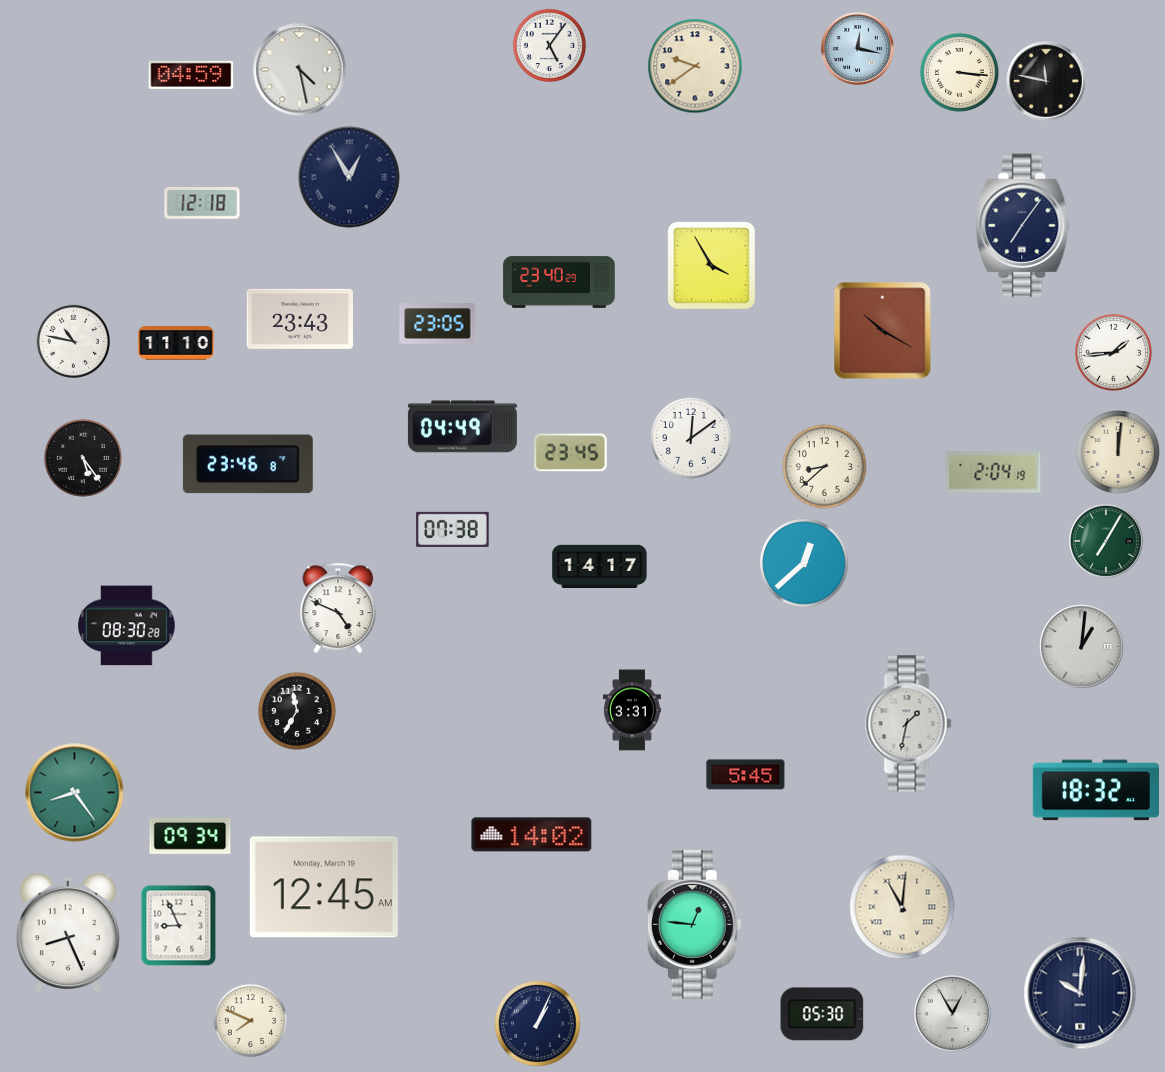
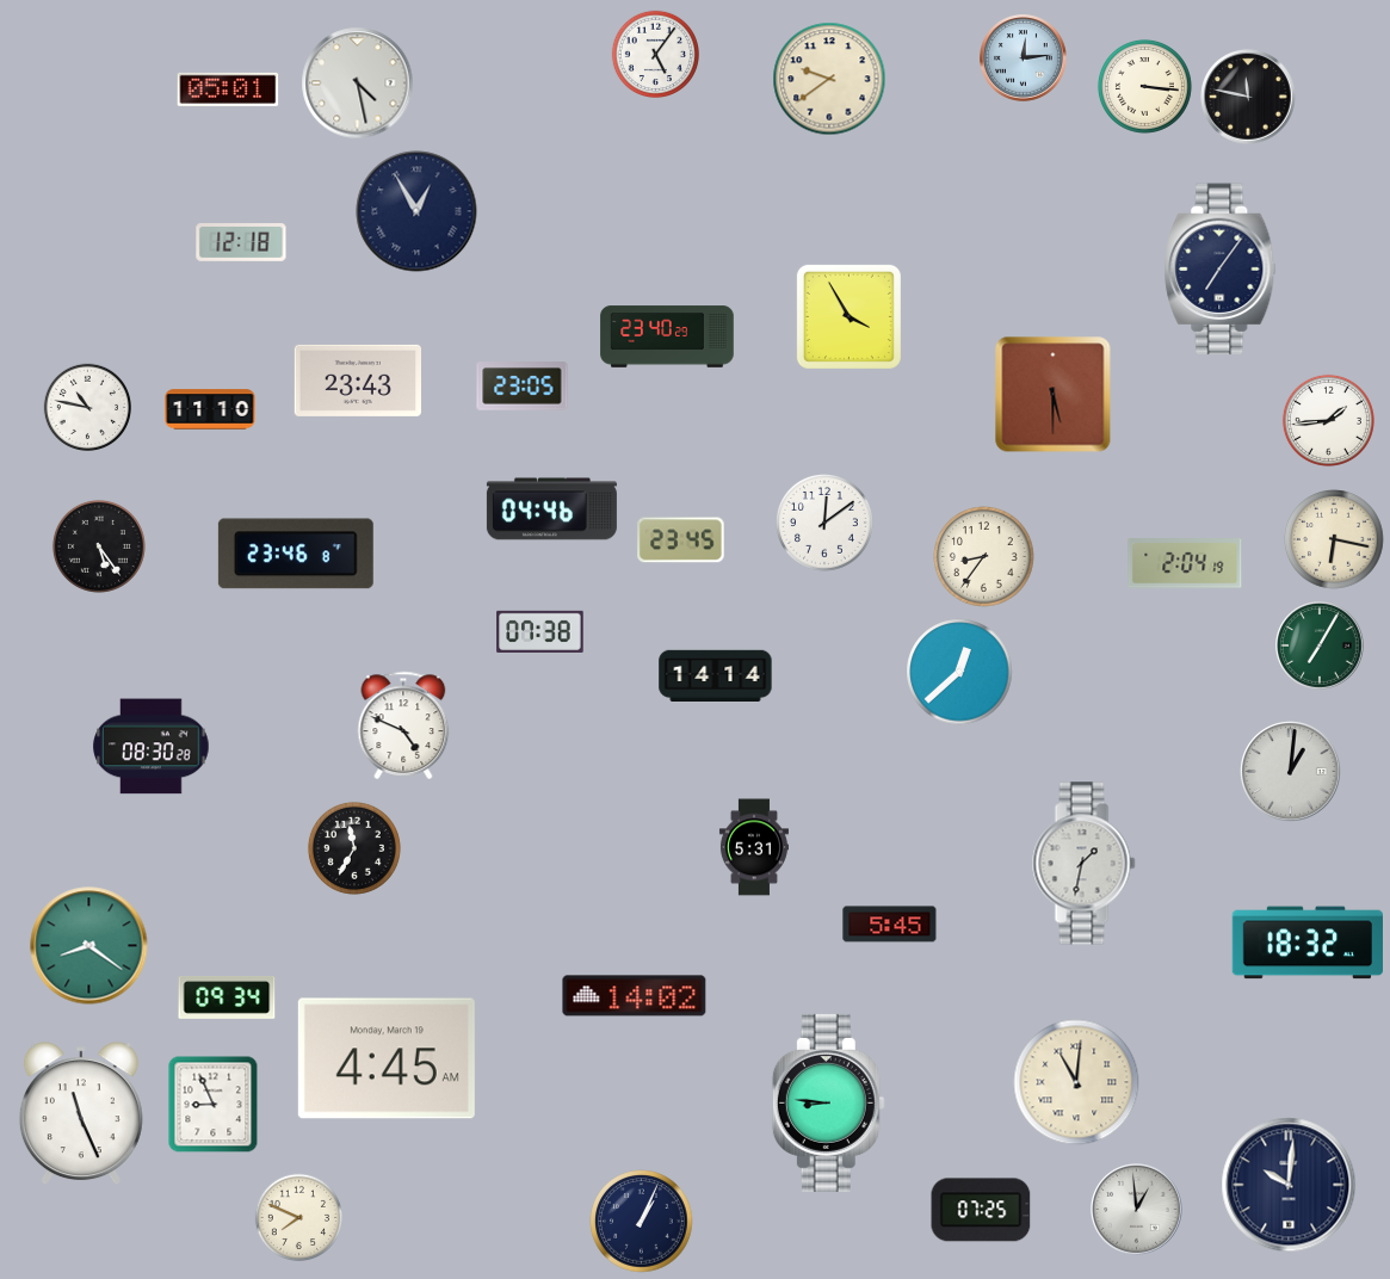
clock at (858, 49): 12:17 -> 12:14
clock at (191, 75): 04:59 -> 05:01
clock at (883, 331): 10:20 -> 5:30
clock at (462, 427): 04:49 -> 04:46
clock at (1118, 452): 12:01 -> 6:17
clock at (825, 467): 8:38 -> 8:36
clock at (600, 566): 14:17 -> 14:14
clock at (632, 710): 3:31 -> 5:31
clock at (75, 793): 8:24 -> 8:21
clock at (324, 887): 12:45 -> 4:45
clock at (694, 924): 12:46 -> 8:46
clock at (68, 934): 8:26 -> 11:26
clock at (822, 1014): 05:30 -> 07:25
clock at (953, 1014): 12:55 -> 12:59
